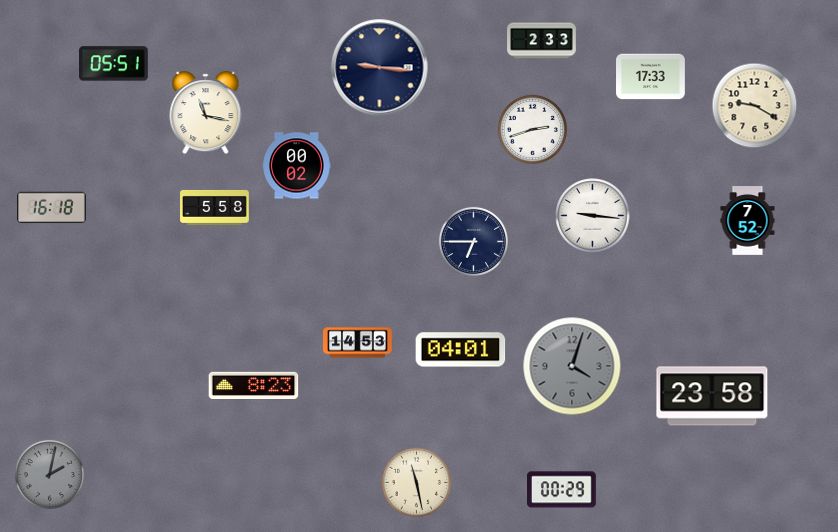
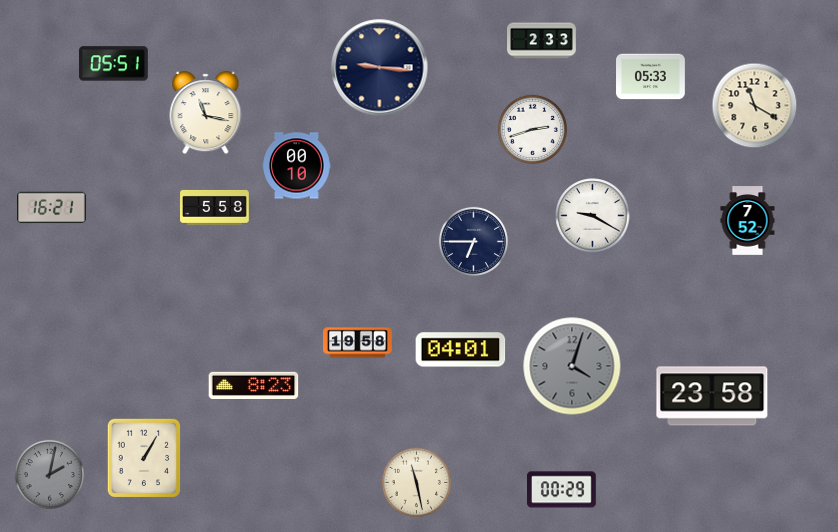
clock at (651, 77): 17:33 -> 05:33
clock at (755, 106): 9:20 -> 11:20
clock at (297, 166): 00:02 -> 00:10
clock at (52, 208): 16:18 -> 16:21
clock at (593, 216): 9:16 -> 9:20
clock at (358, 343): 14:53 -> 19:58
clock at (144, 458): none -> 1:05
